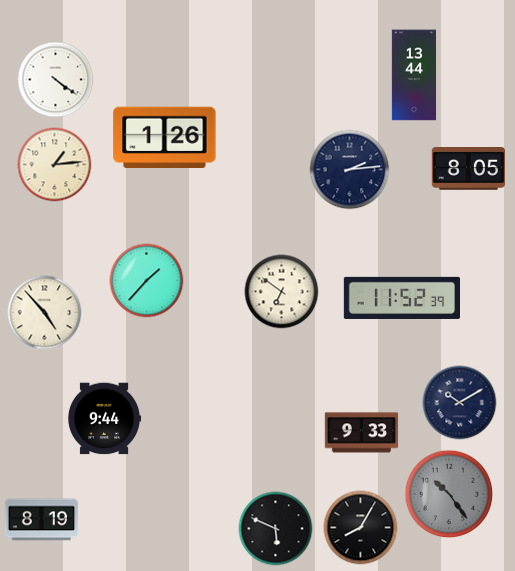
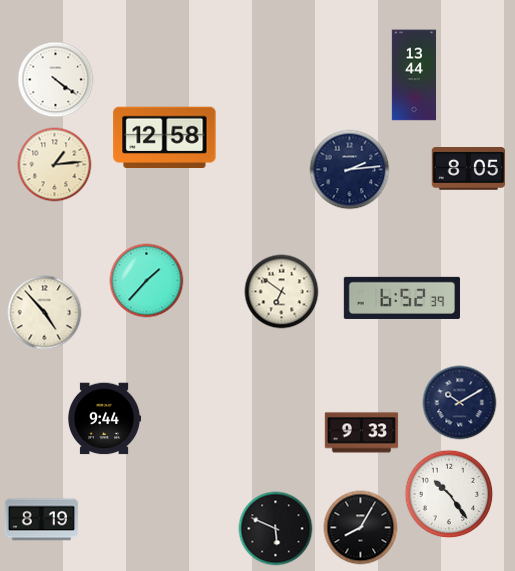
clock at (165, 137): 1:26 -> 12:58
clock at (402, 298): 11:52 -> 6:52
clock at (449, 494) dial: grey -> white
